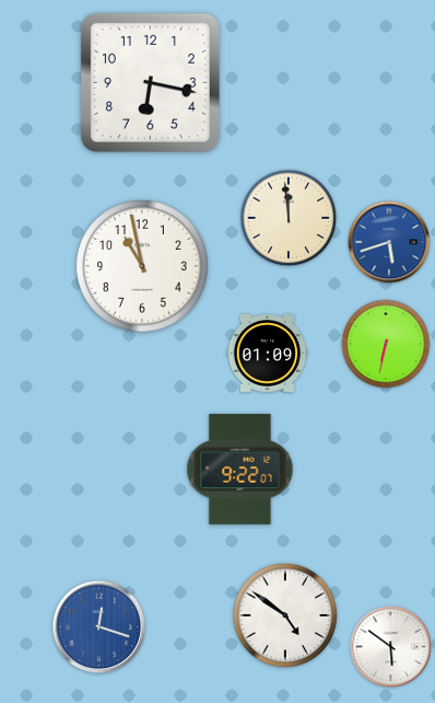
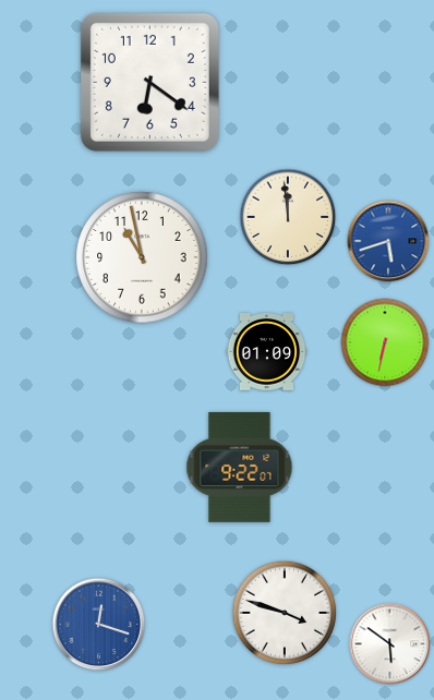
clock at (150, 82): 6:17 -> 6:21
clock at (142, 266) position: (142, 266) -> (142, 257)
clock at (285, 615): 4:51 -> 3:48
